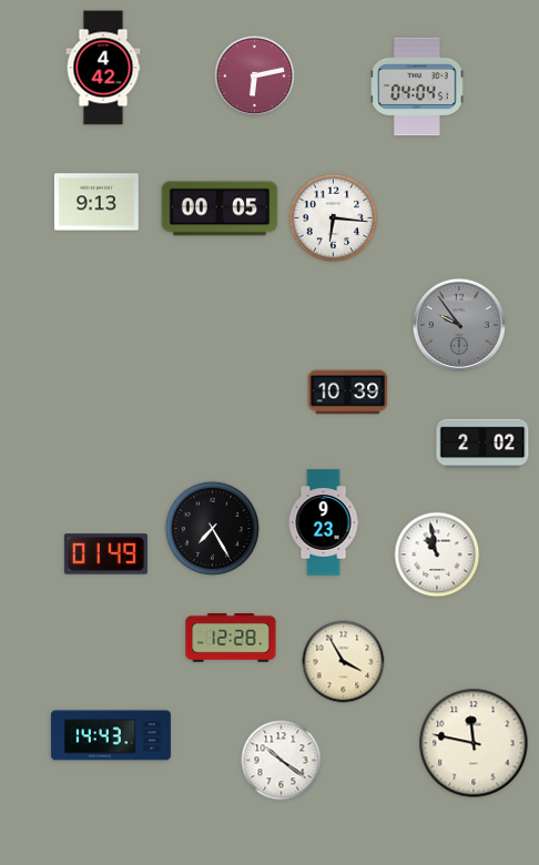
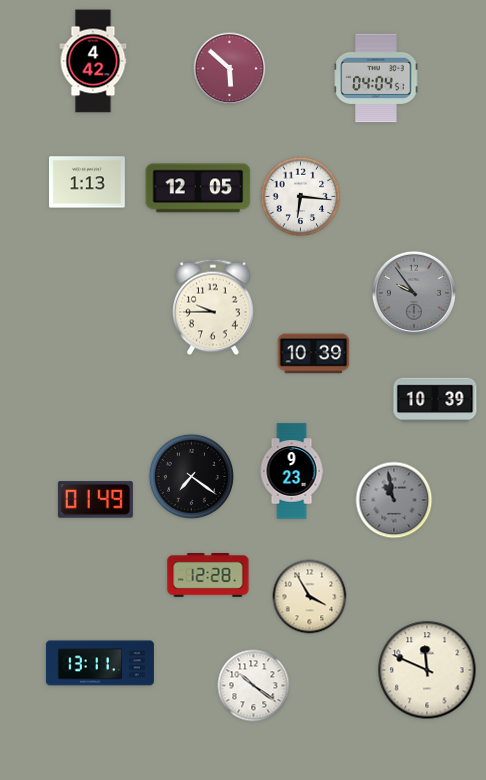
clock at (255, 77): 6:13 -> 5:52
clock at (96, 202): 9:13 -> 1:13
clock at (220, 208): 00:05 -> 12:05
clock at (214, 307): none -> 9:45
clock at (482, 444): 2:02 -> 10:39
clock at (212, 528): 7:25 -> 7:21
clock at (437, 554) dial: white -> grey
clock at (111, 735): 14:43 -> 13:11
clock at (474, 743): 11:47 -> 11:49
